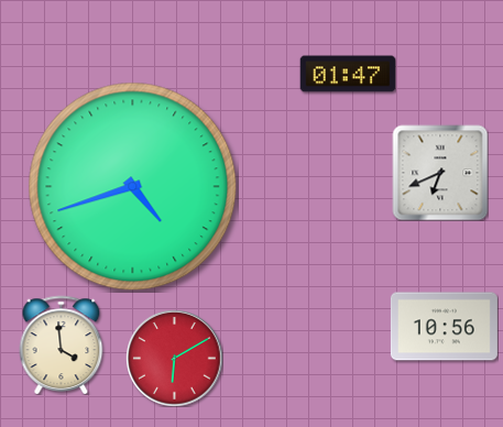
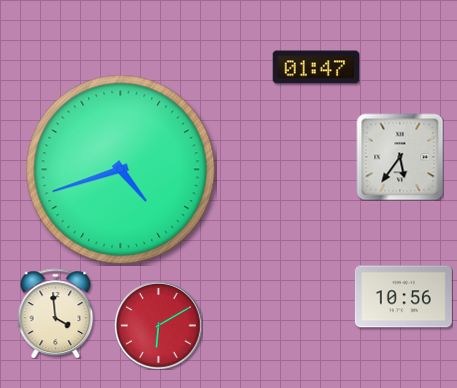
clock at (440, 173): 6:41 -> 5:36
